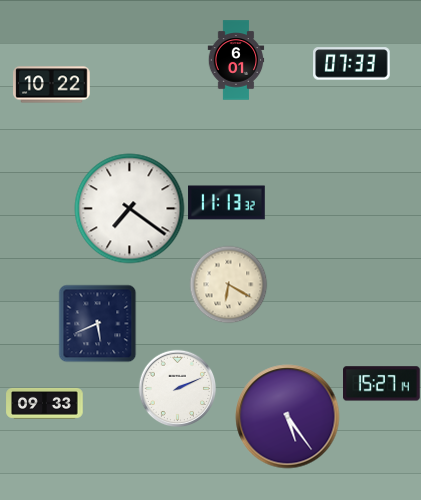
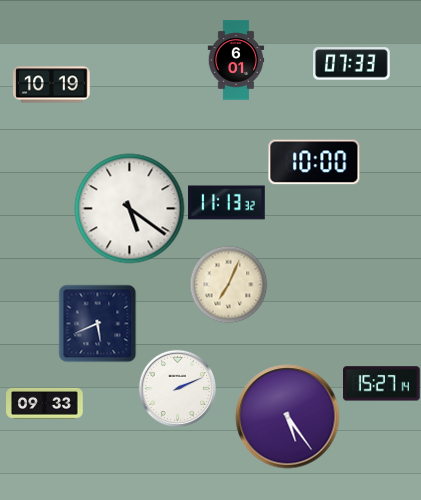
clock at (52, 85): 10:22 -> 10:19
clock at (314, 162): none -> 10:00
clock at (130, 209): 7:21 -> 5:21
clock at (228, 284): 6:20 -> 7:04
